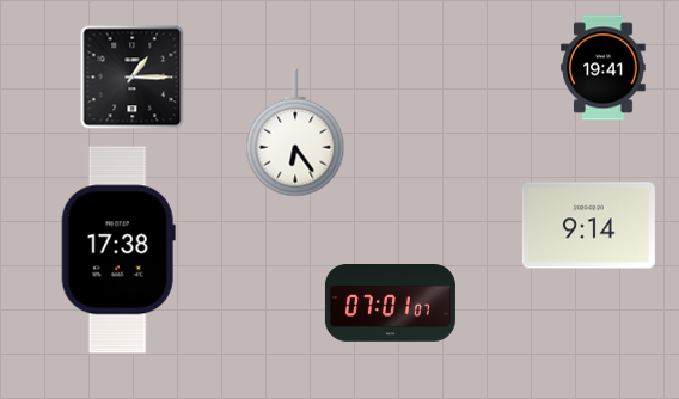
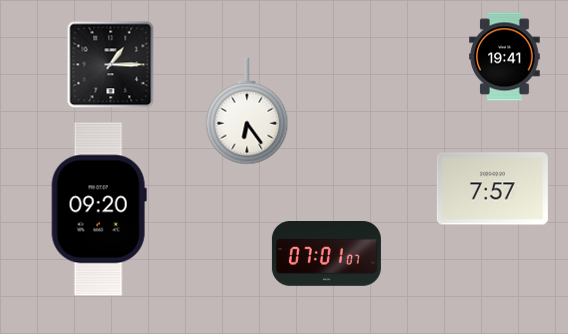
clock at (588, 226): 9:14 -> 7:57
clock at (118, 250): 17:38 -> 09:20
